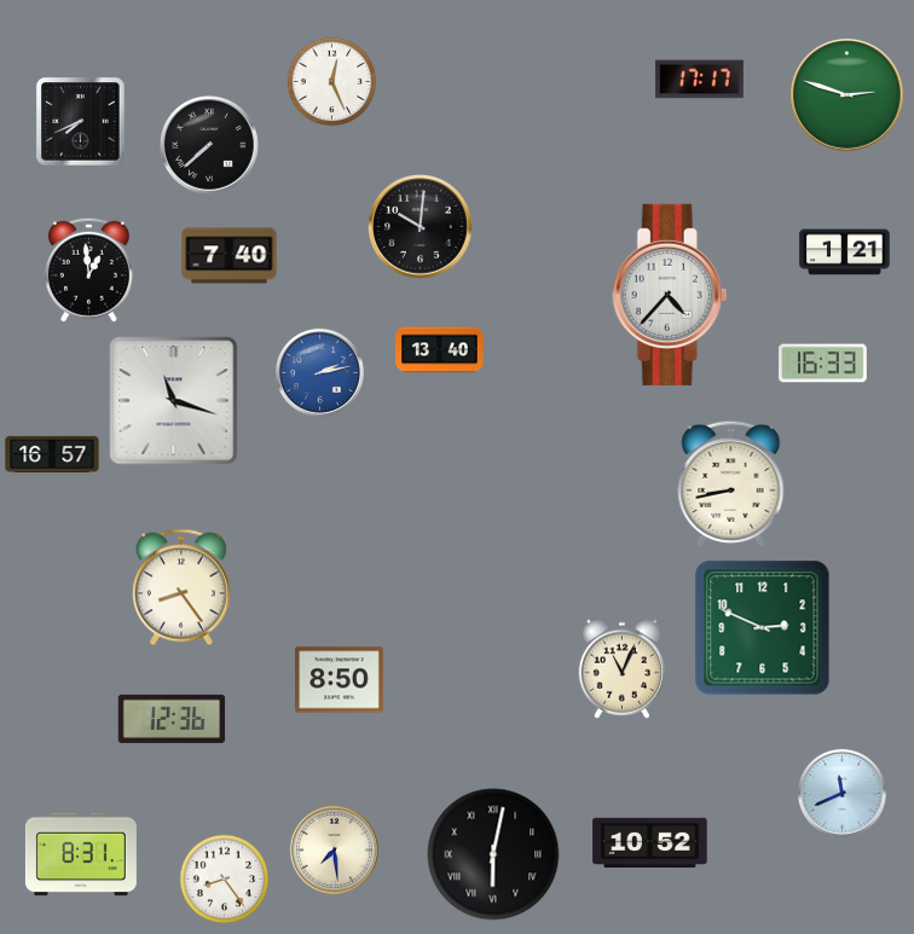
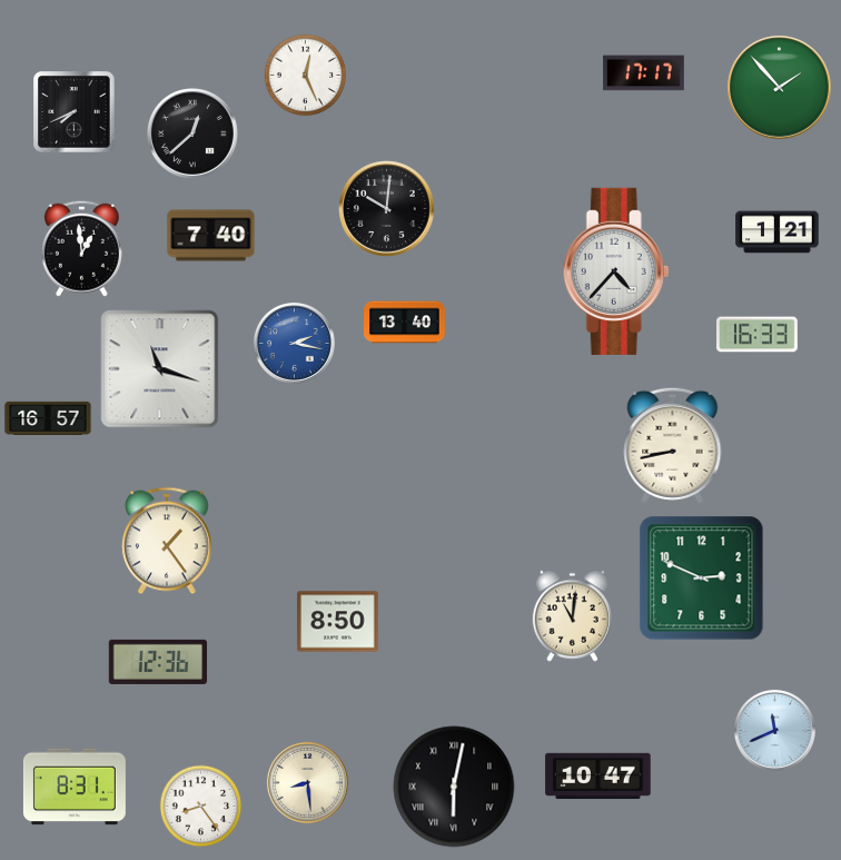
clock at (848, 95): 2:48 -> 1:53
clock at (210, 146): 7:38 -> 12:38
clock at (319, 372): 2:13 -> 2:17
clock at (183, 587): 8:24 -> 1:24
clock at (621, 668): 11:04 -> 11:01
clock at (340, 680) position: (340, 680) -> (338, 622)
clock at (650, 843): 10:52 -> 10:47
clock at (334, 849): 7:29 -> 8:29
clock at (225, 880) position: (225, 880) -> (201, 807)
